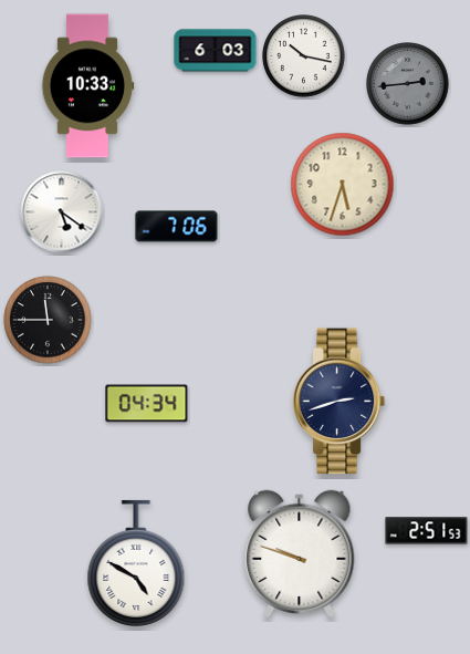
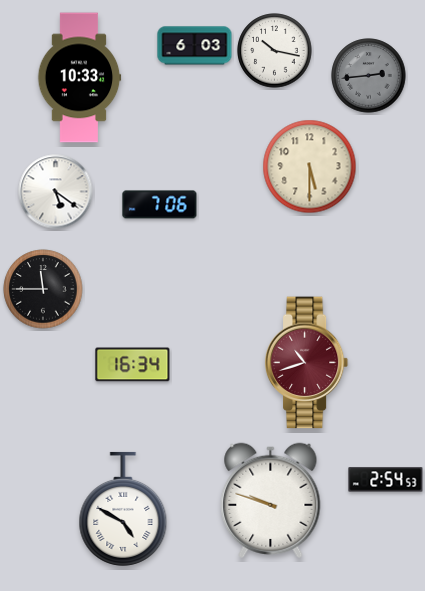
clock at (343, 185): 5:33 -> 5:30
clock at (340, 402): 2:42 -> 10:42
clock at (340, 402) dial: navy -> burgundy
clock at (147, 404): 04:34 -> 16:34
clock at (427, 531): 2:51 -> 2:54
